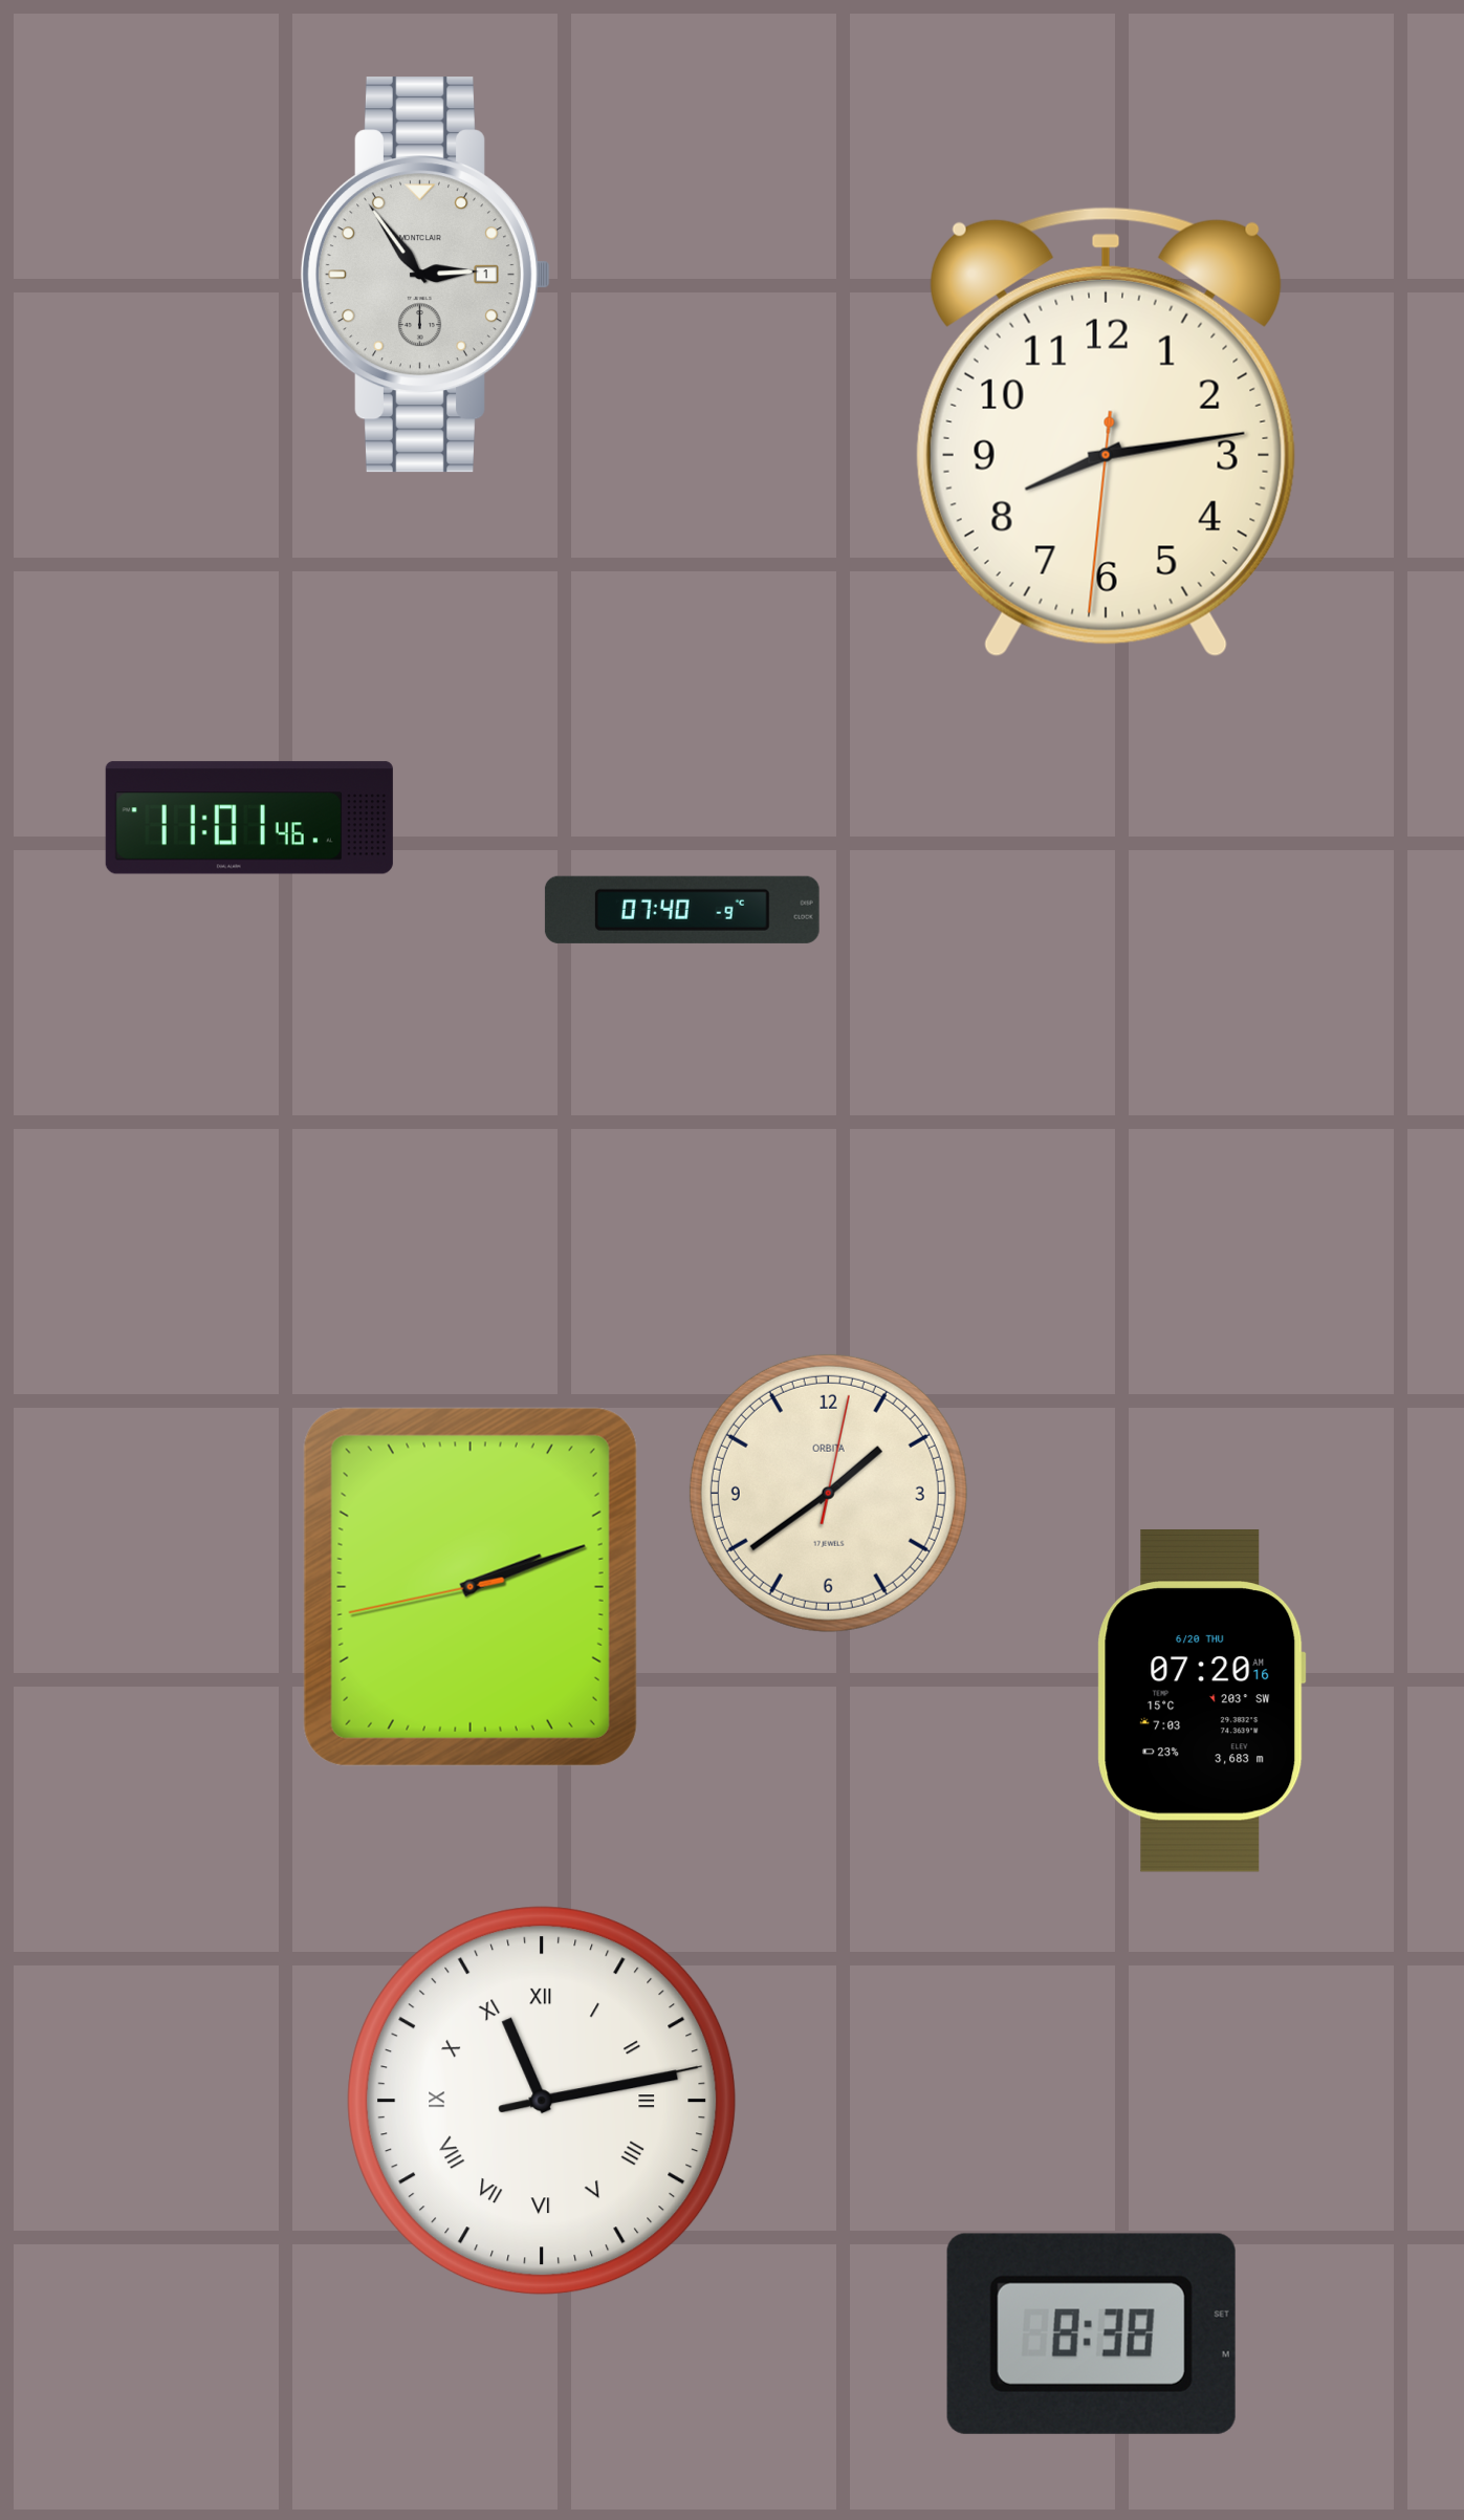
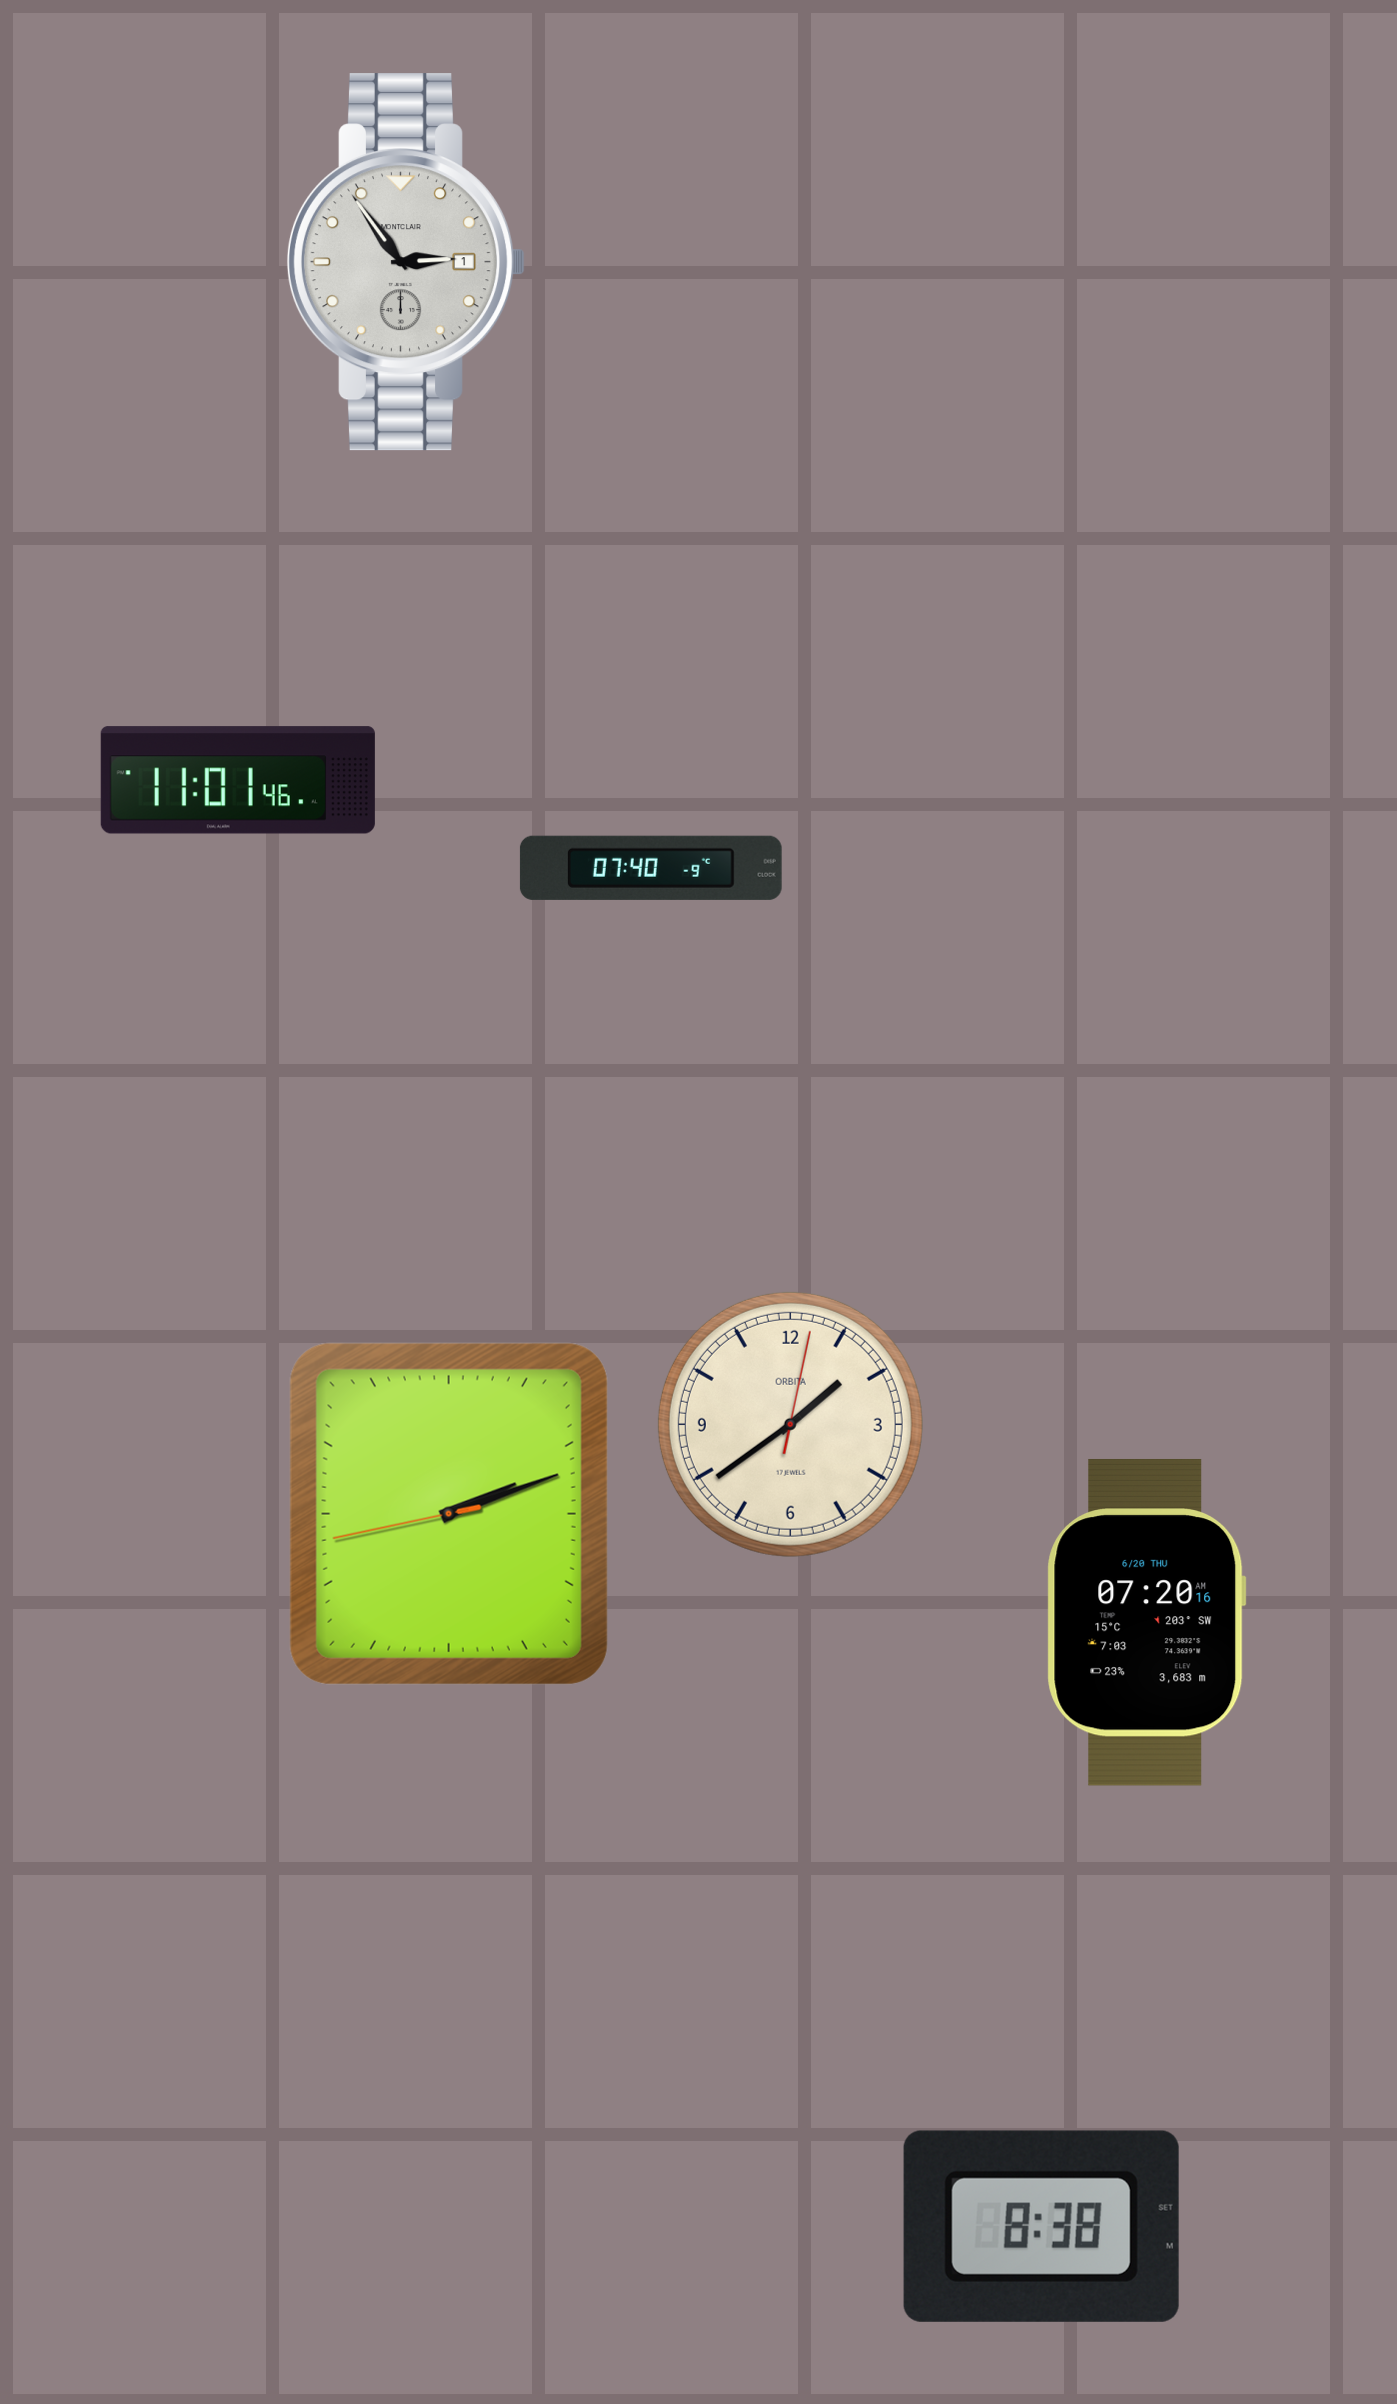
clock at (1106, 432): 8:13 -> none
clock at (542, 2101): 11:13 -> none
